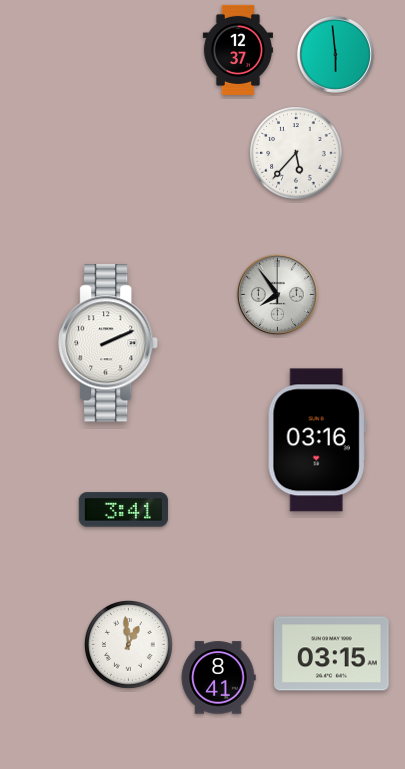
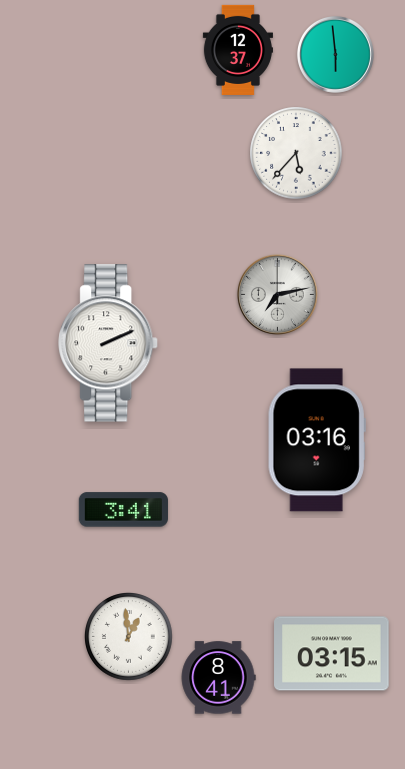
clock at (277, 294): 7:54 -> 7:13
clock at (129, 645) position: (129, 645) -> (129, 637)
